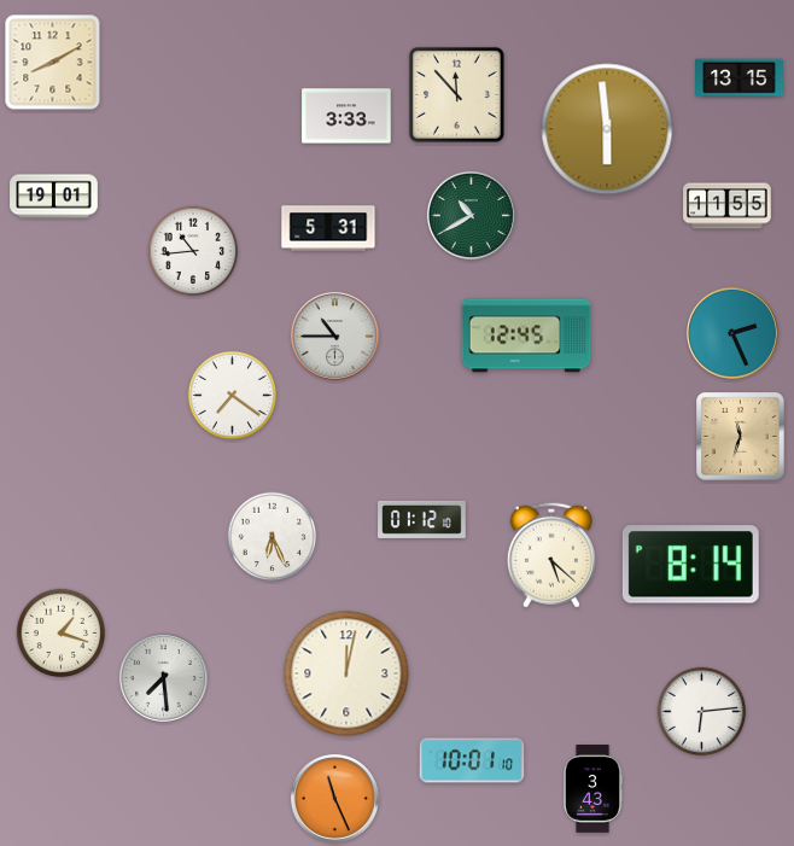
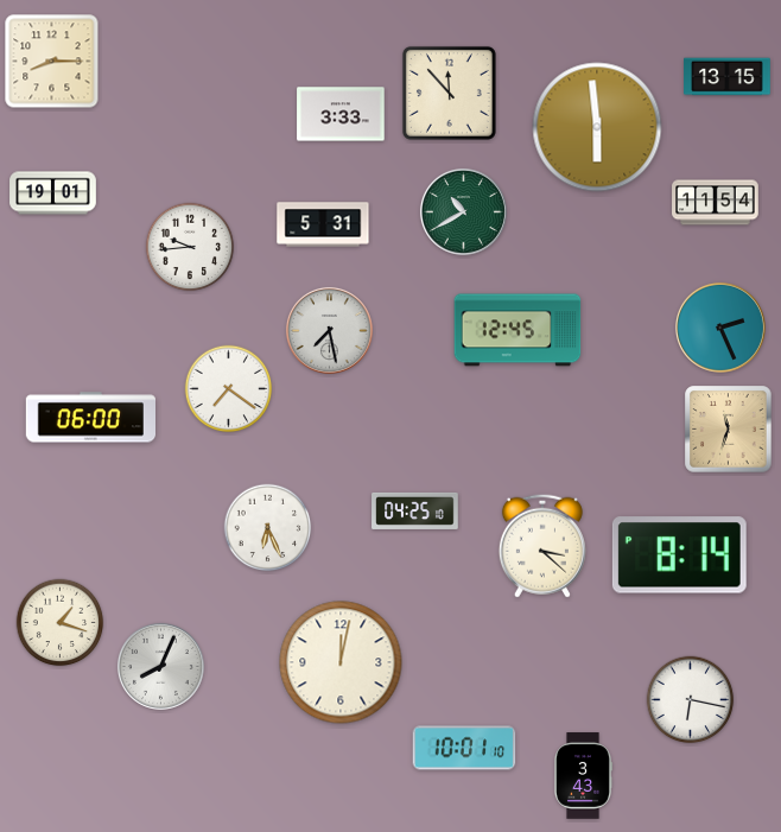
clock at (53, 63): 8:10 -> 8:15
clock at (728, 206): 11:55 -> 11:54
clock at (193, 251): 10:44 -> 9:44
clock at (334, 336): 10:45 -> 7:28
clock at (90, 418): none -> 06:00
clock at (422, 519): 01:12 -> 04:25
clock at (551, 555): 5:22 -> 3:22
clock at (163, 677): 7:29 -> 8:04
clock at (702, 712): 6:14 -> 6:17
clock at (334, 798): 11:26 -> none
